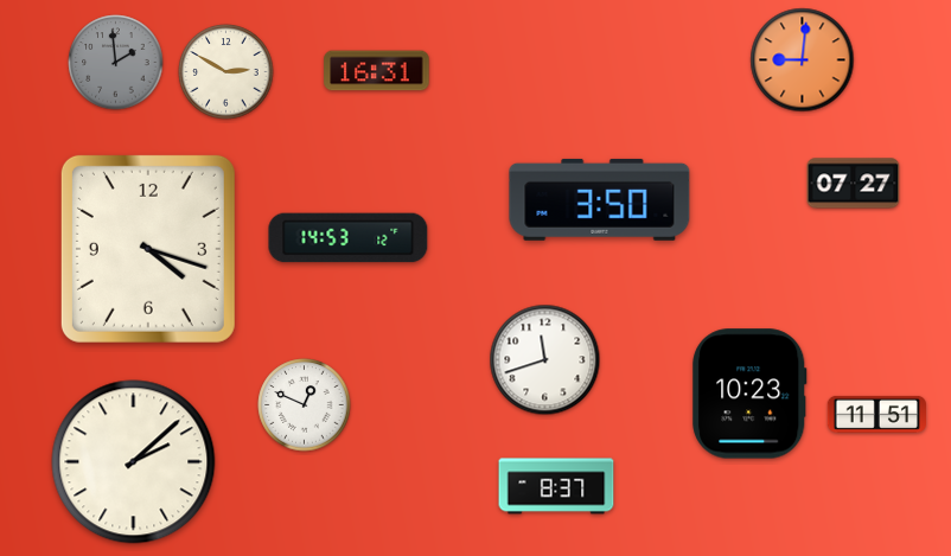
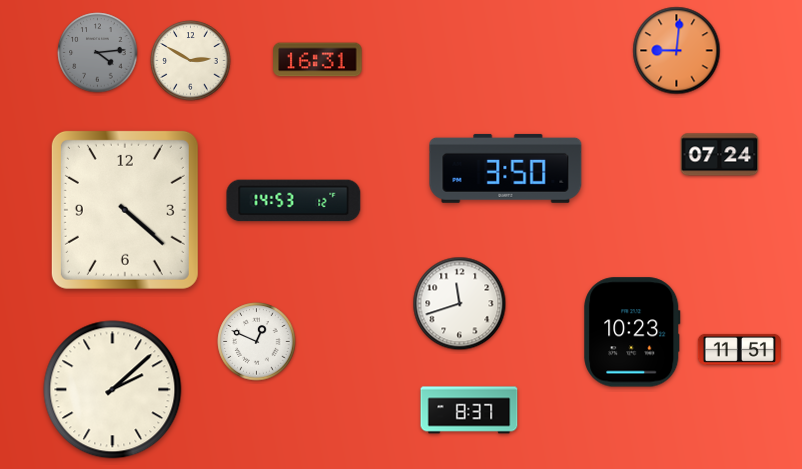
clock at (116, 63): 1:59 -> 4:14
clock at (854, 184): 07:27 -> 07:24
clock at (148, 249): 4:18 -> 4:22
